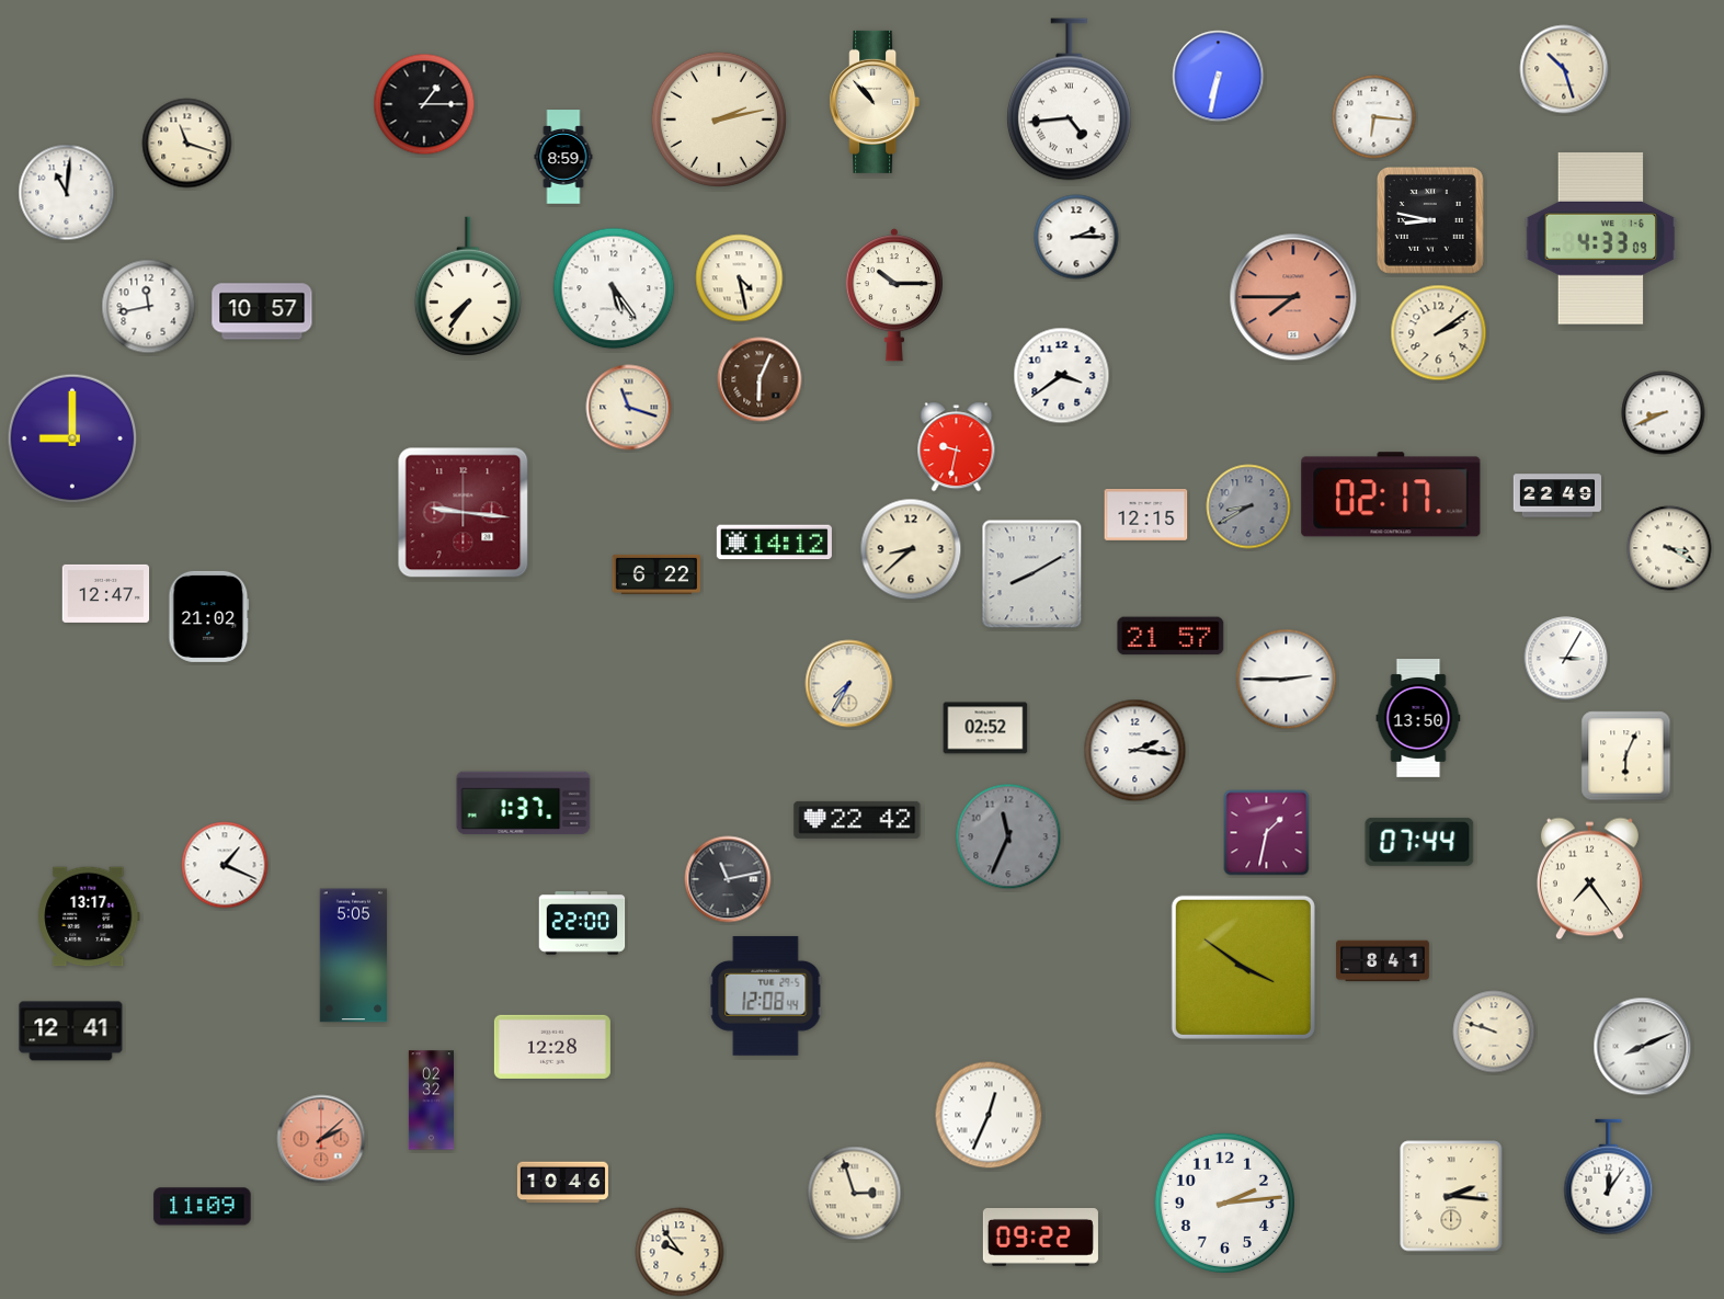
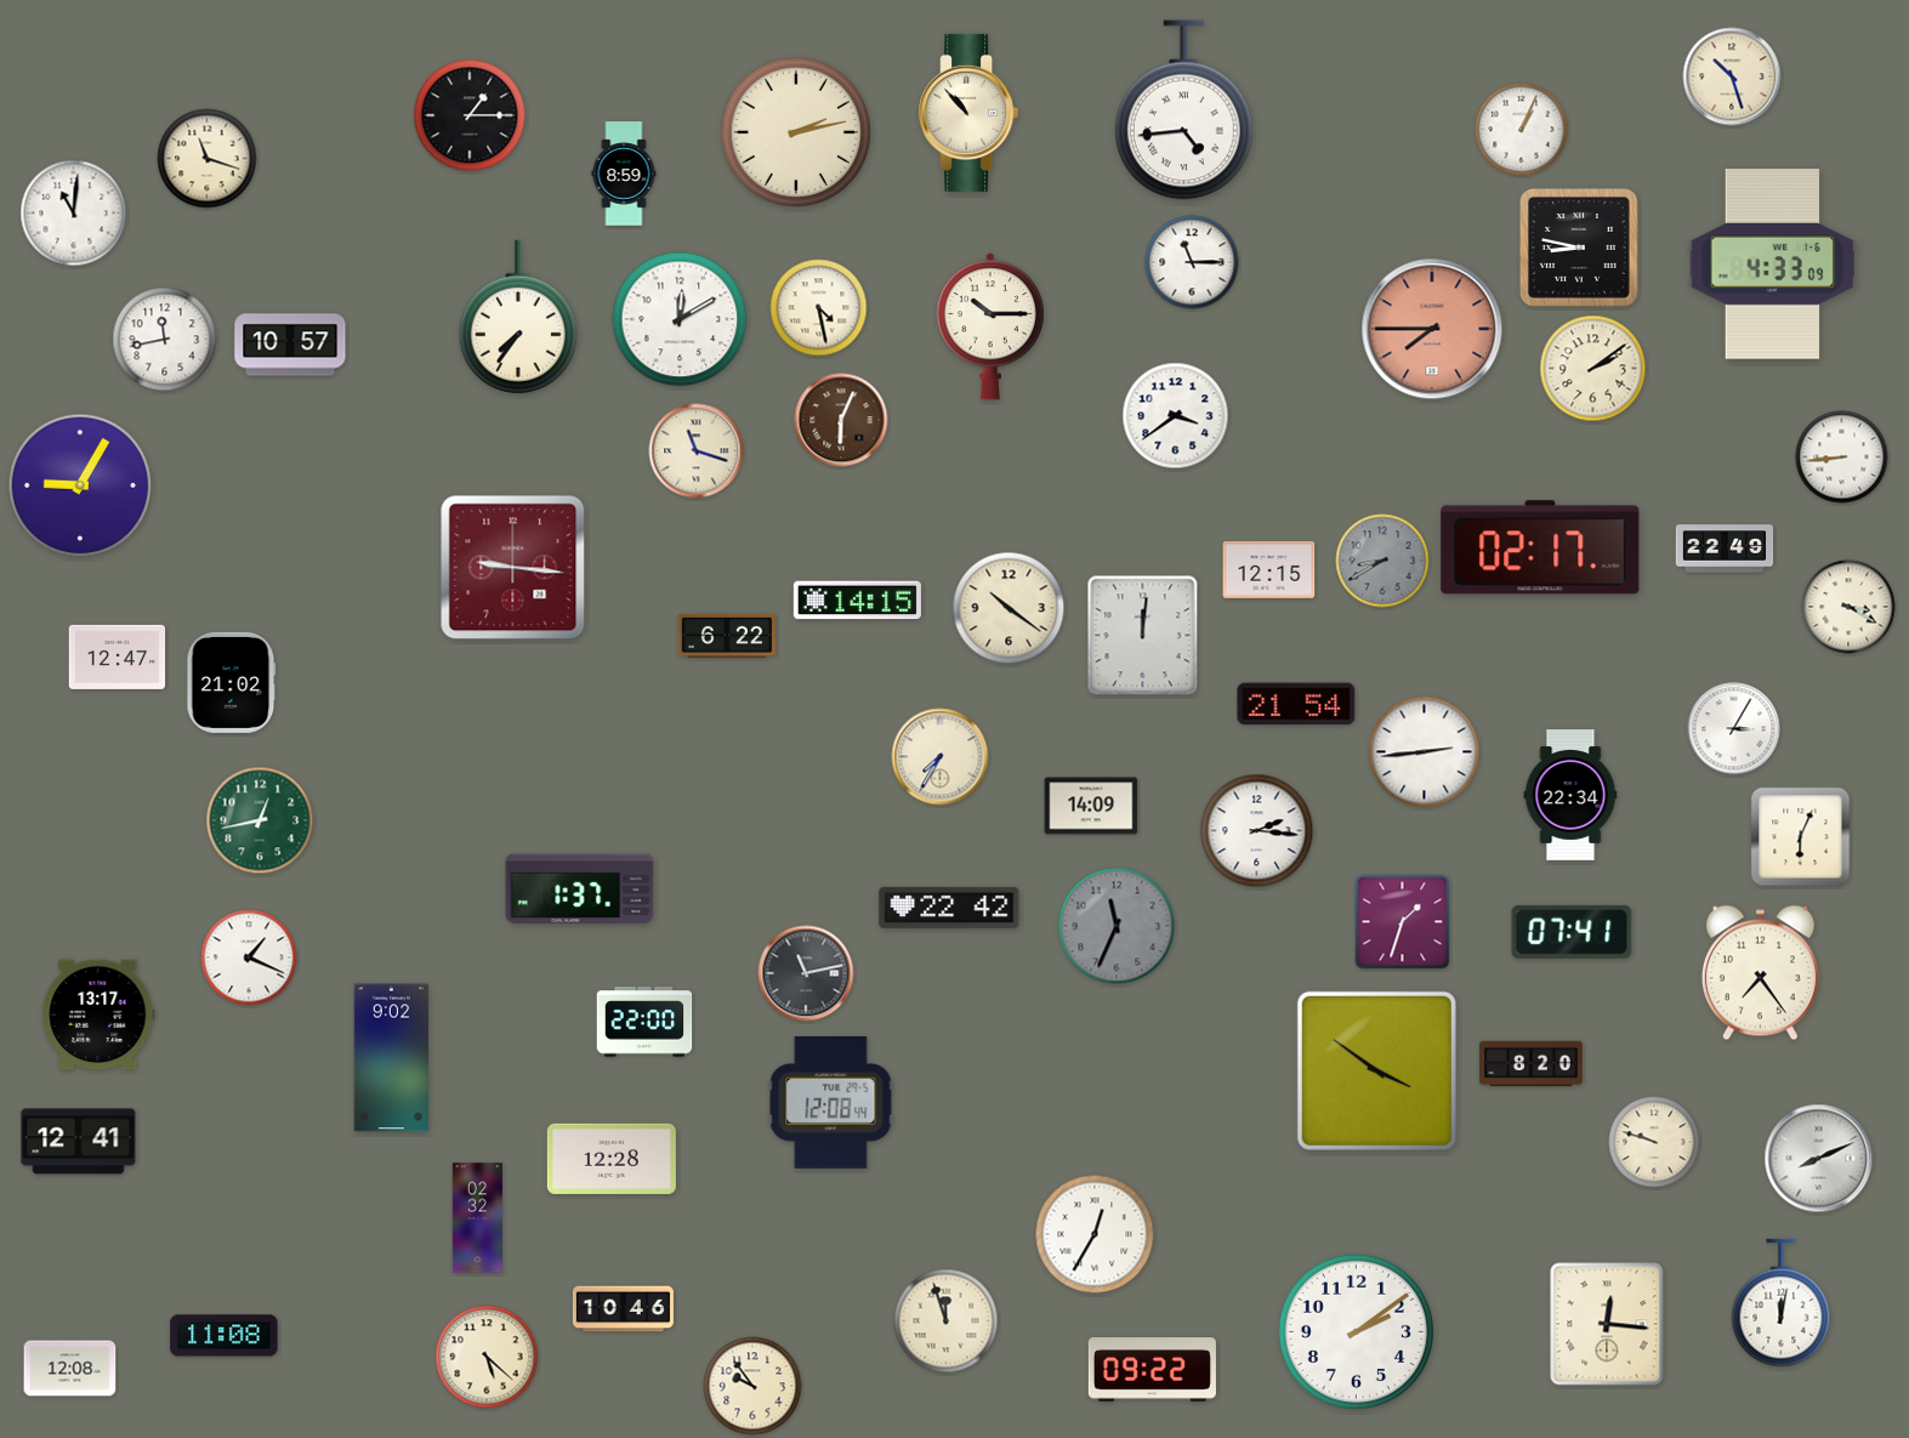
clock at (1219, 77): 6:32 -> none
clock at (1374, 117): 6:16 -> 1:04
clock at (1430, 221) position: (1430, 221) -> (1579, 249)
clock at (1076, 237): 2:15 -> 11:15
clock at (614, 288): 5:24 -> 12:10
clock at (1664, 413): 8:41 -> 8:44
clock at (72, 438): 9:00 -> 9:05
clock at (957, 447): 9:32 -> none
clock at (774, 543): 14:12 -> 14:15
clock at (911, 549): 8:38 -> 10:21
clock at (1032, 574): 8:10 -> 12:01
clock at (1171, 636): 21:57 -> 21:54
clock at (1287, 680): 2:45 -> 2:44
clock at (1418, 719): 13:50 -> 22:34
clock at (985, 728): 02:52 -> 14:09
clock at (260, 820): none -> 12:43
clock at (1267, 833): 1:32 -> 1:33
clock at (1419, 842): 07:44 -> 07:41
clock at (354, 956): 5:05 -> 9:02
clock at (1383, 961): 8:41 -> 8:20
clock at (766, 995) position: (766, 995) -> (831, 1102)
clock at (989, 1115): 12:34 -> 12:35
clock at (321, 1139): 2:08 -> none
clock at (1609, 1177): 12:06 -> 12:02
clock at (855, 1194): 2:57 -> 11:57
clock at (1451, 1196): 2:16 -> 12:16
clock at (1224, 1203): 2:14 -> 2:09
clock at (203, 1207): 11:09 -> 11:08
clock at (487, 1357): none -> 5:22
clock at (70, 1369): none -> 12:08
